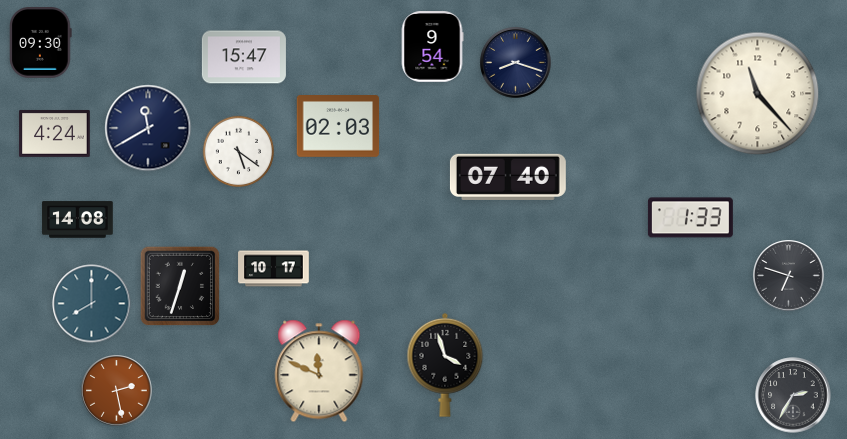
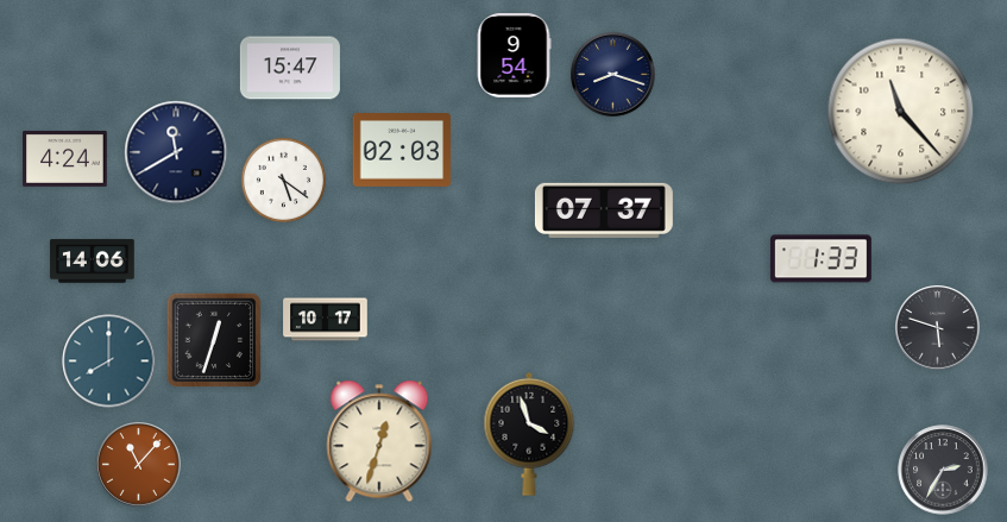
clock at (41, 43): 09:30 -> none
clock at (508, 177): 07:40 -> 07:37
clock at (78, 220): 14:08 -> 14:06
clock at (789, 276): 6:48 -> 5:48
clock at (319, 371): 11:49 -> 12:33
clock at (117, 391): 2:28 -> 11:07
